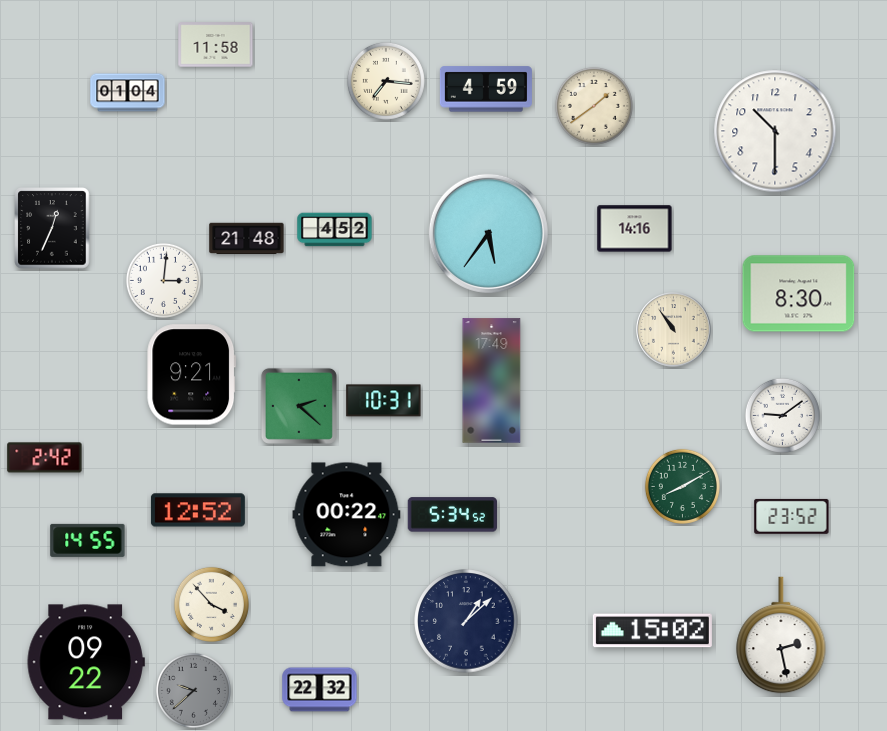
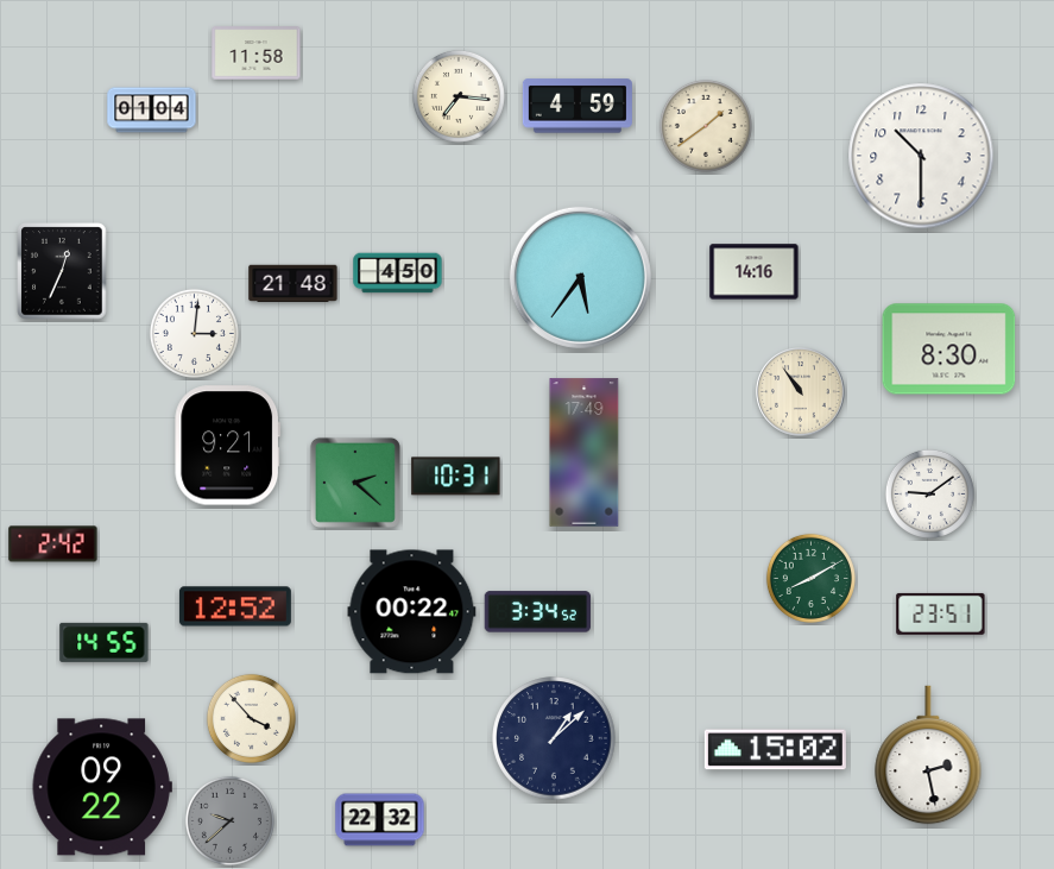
clock at (335, 230): 4:52 -> 4:50
clock at (453, 515): 5:34 -> 3:34
clock at (792, 516): 23:52 -> 23:51
